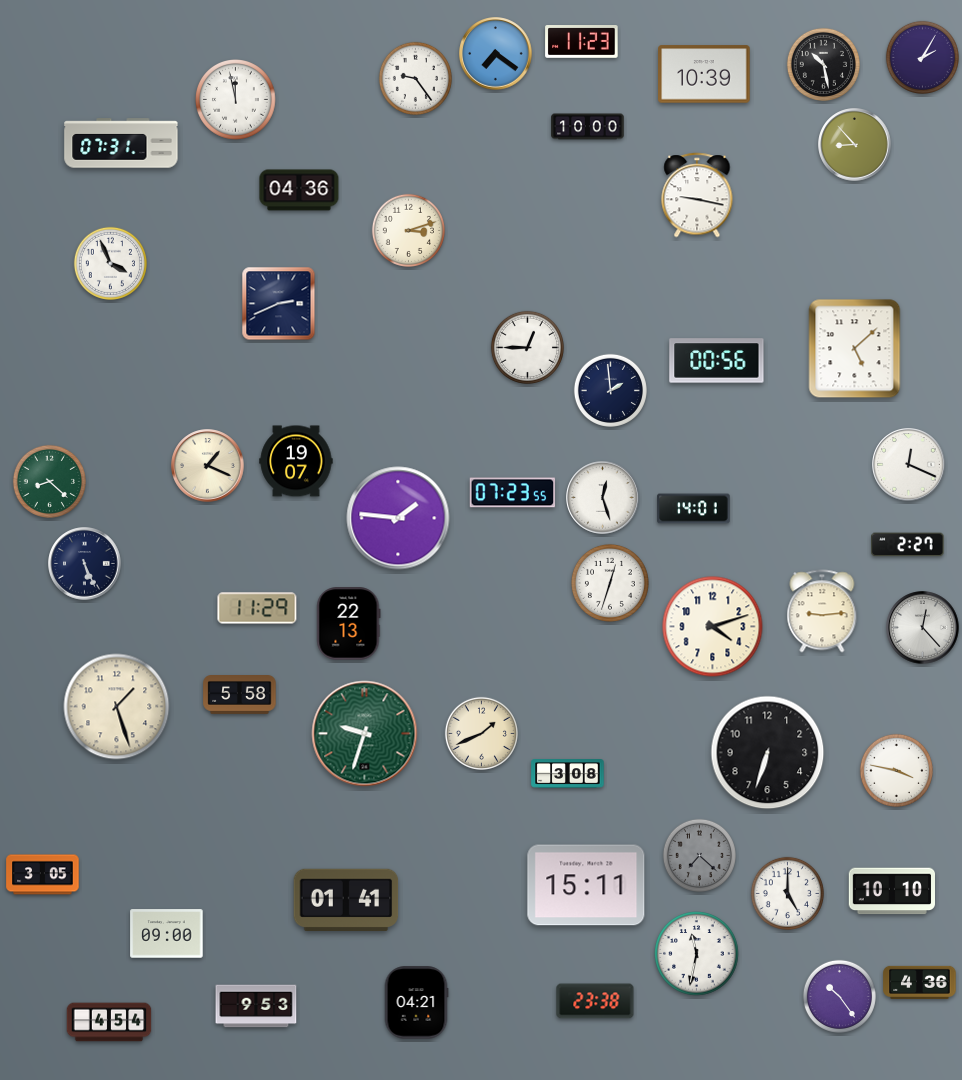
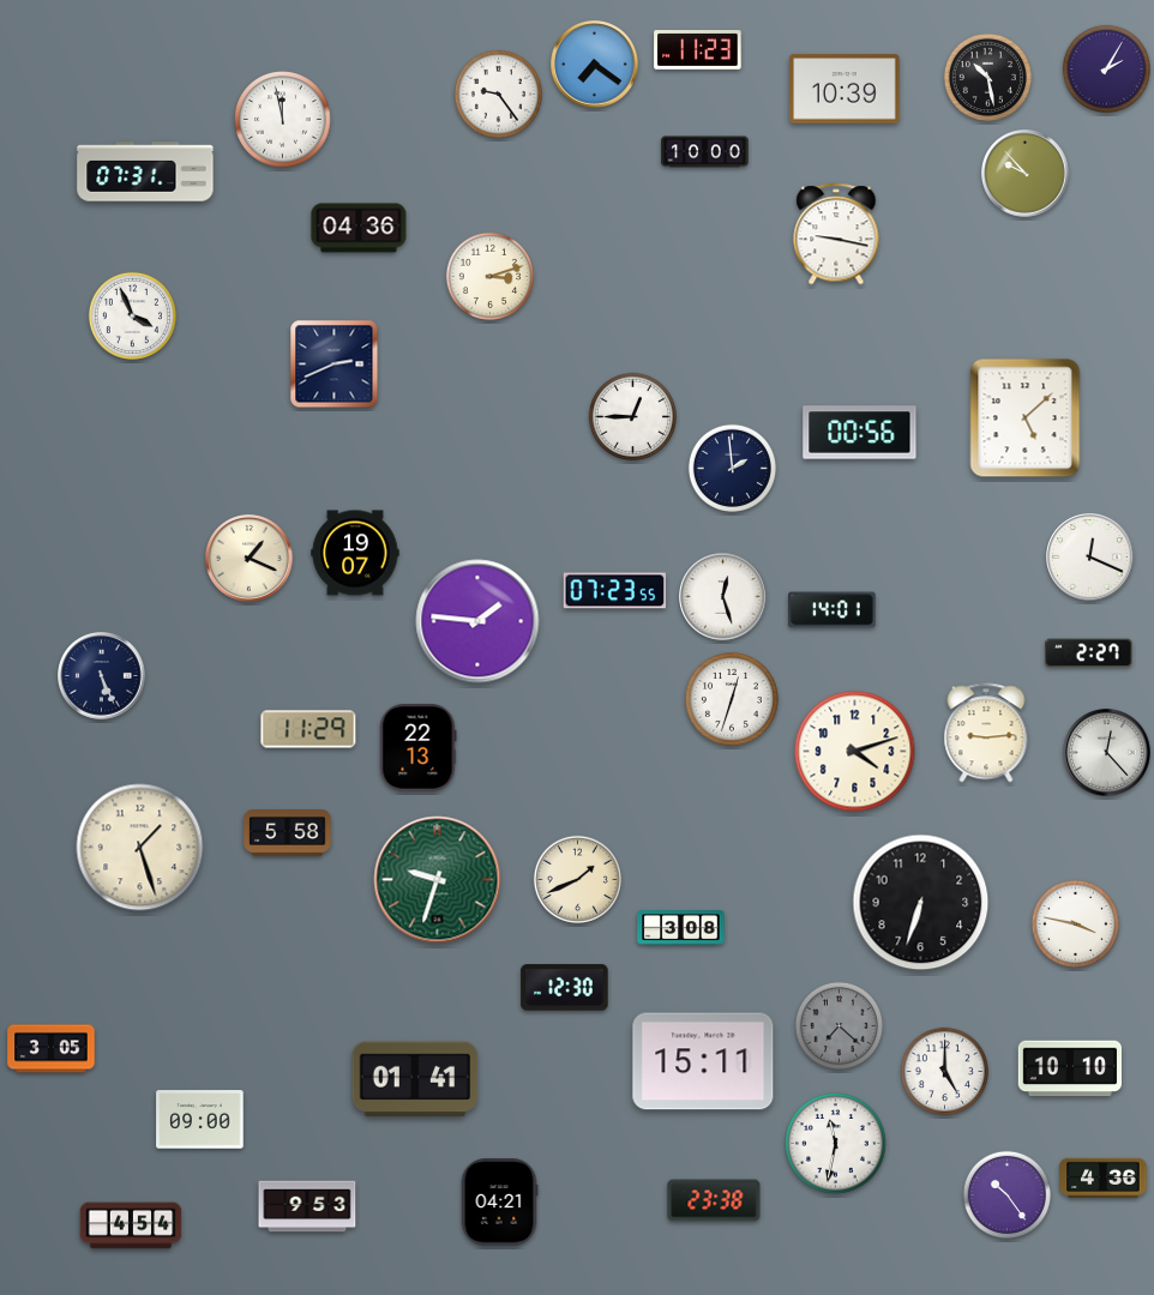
clock at (855, 145): 8:53 -> 9:53
clock at (49, 481): 8:22 -> none
clock at (565, 988): none -> 12:30
